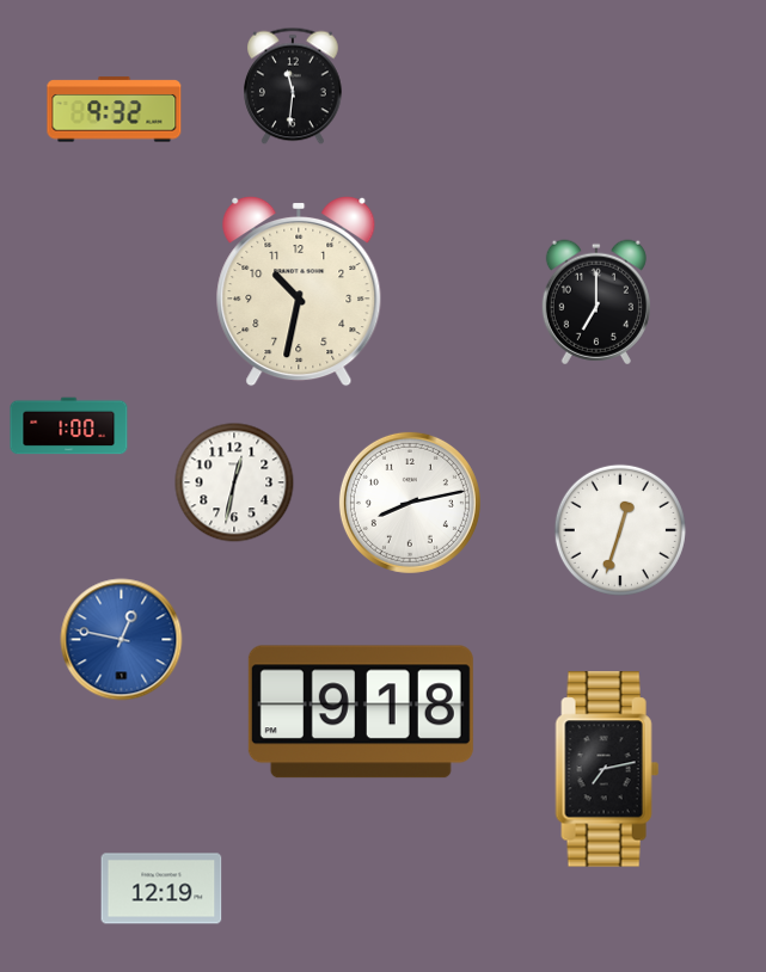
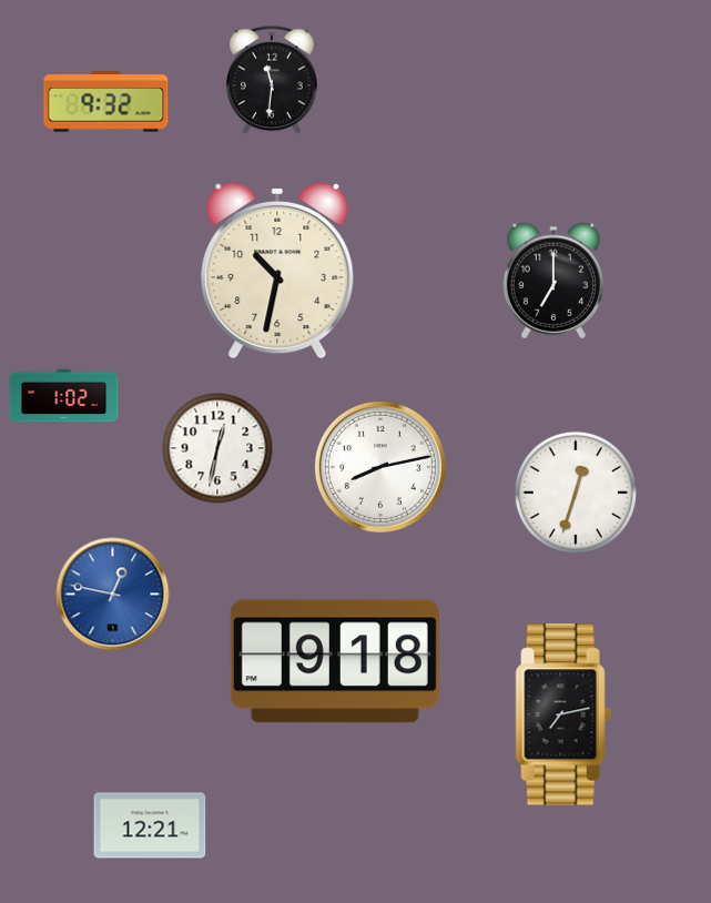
clock at (69, 426): 1:00 -> 1:02
clock at (161, 888): 12:19 -> 12:21
